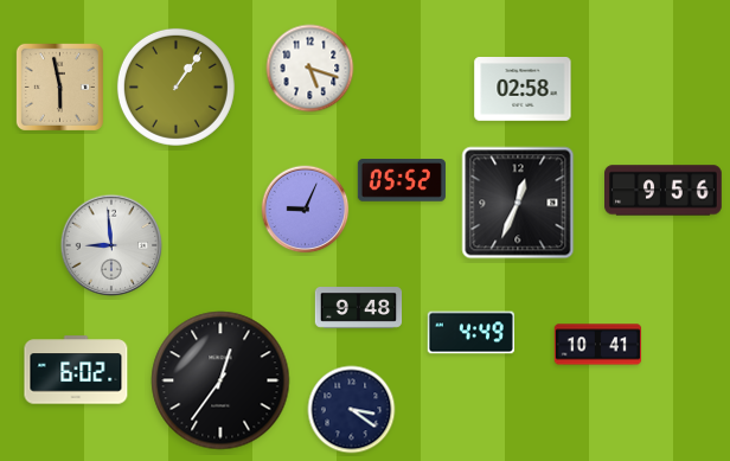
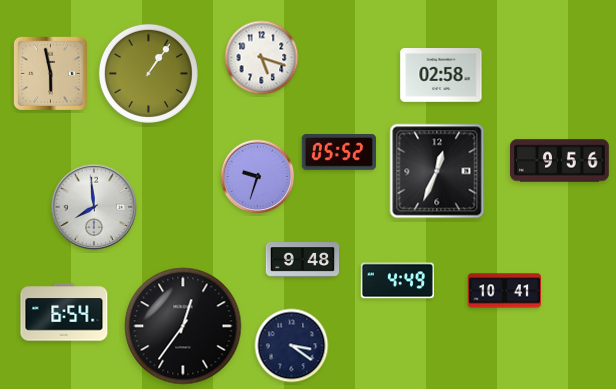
clock at (306, 210): 9:04 -> 9:33
clock at (111, 245): 8:59 -> 7:59
clock at (76, 370): 6:02 -> 6:54
clock at (220, 380) position: (220, 380) -> (183, 326)
clock at (352, 410) position: (352, 410) -> (292, 346)
